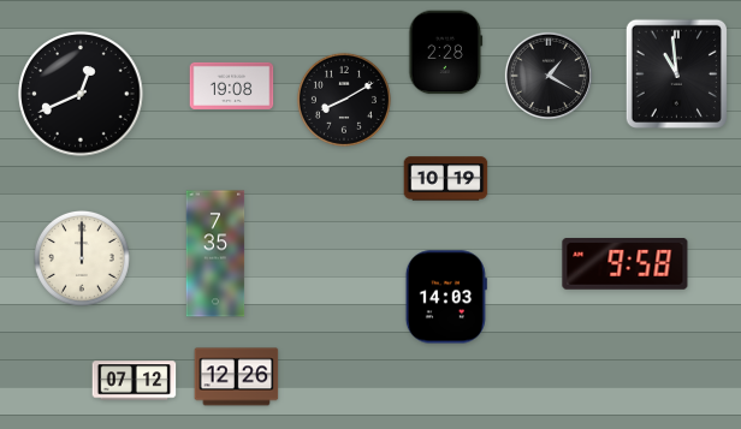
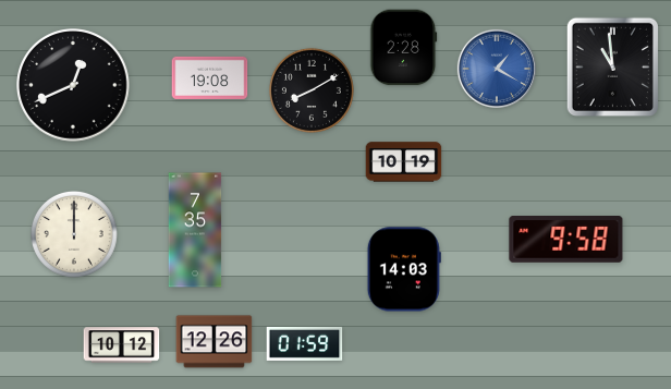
clock at (549, 76) dial: black -> blue
clock at (305, 343): none -> 01:59
clock at (135, 381): 07:12 -> 10:12
